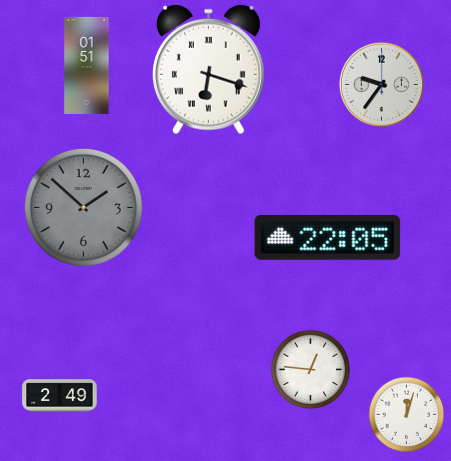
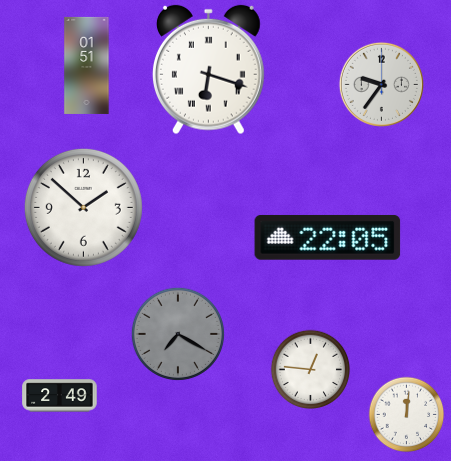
clock at (83, 207) dial: grey -> white
clock at (178, 334): none -> 7:20
clock at (407, 415): 12:03 -> 12:01
